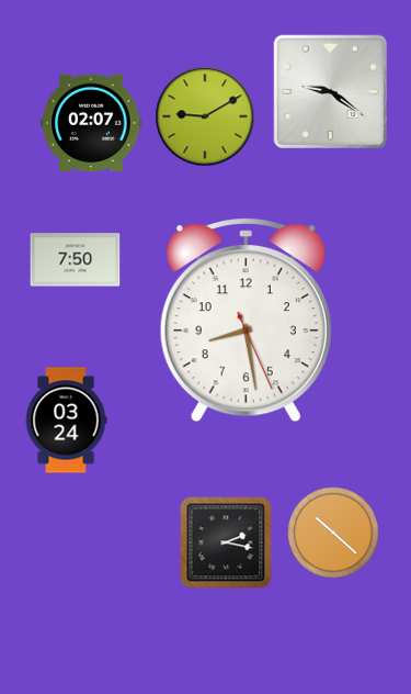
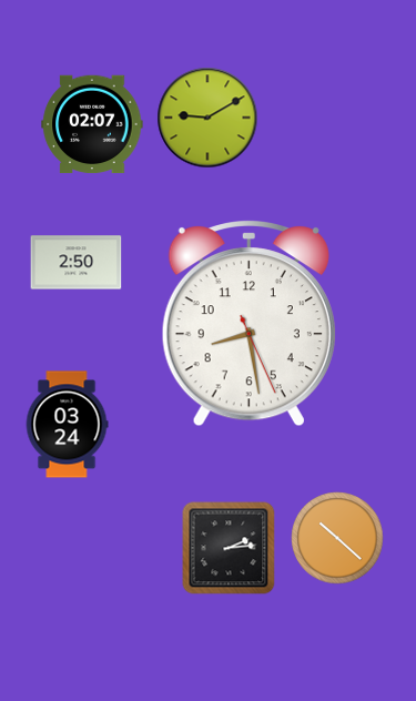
clock at (331, 92): 9:21 -> none
clock at (76, 260): 7:50 -> 2:50
clock at (226, 542): 2:17 -> 2:14
